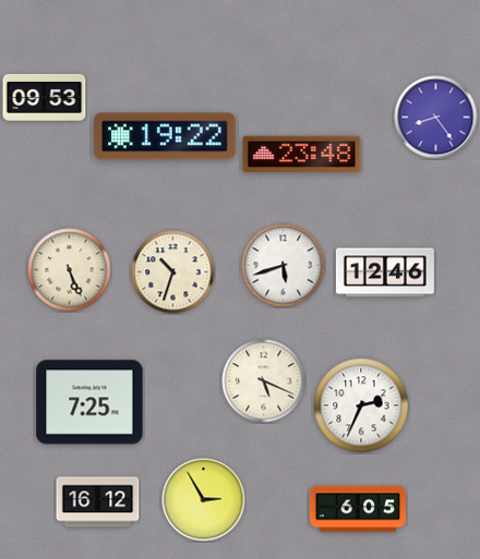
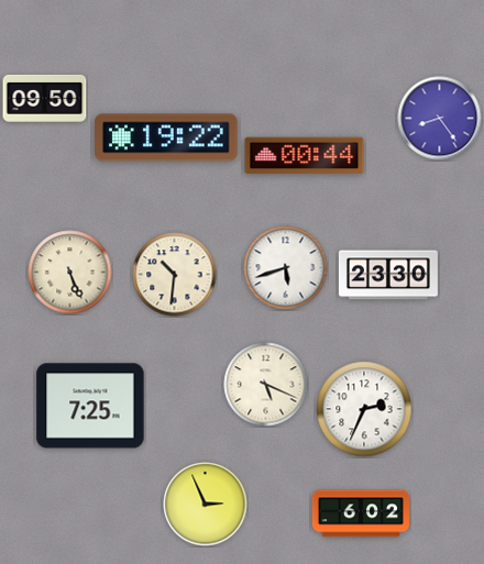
clock at (45, 97): 09:53 -> 09:50
clock at (302, 155): 23:48 -> 00:44
clock at (173, 272): 10:33 -> 10:31
clock at (385, 272): 12:46 -> 23:30
clock at (204, 500): 2:55 -> 2:56
clock at (98, 502): 16:12 -> none
clock at (358, 509): 6:05 -> 6:02
